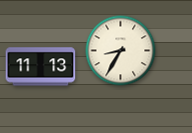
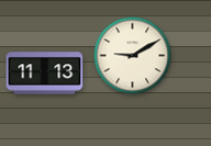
clock at (121, 51): 8:35 -> 9:10
